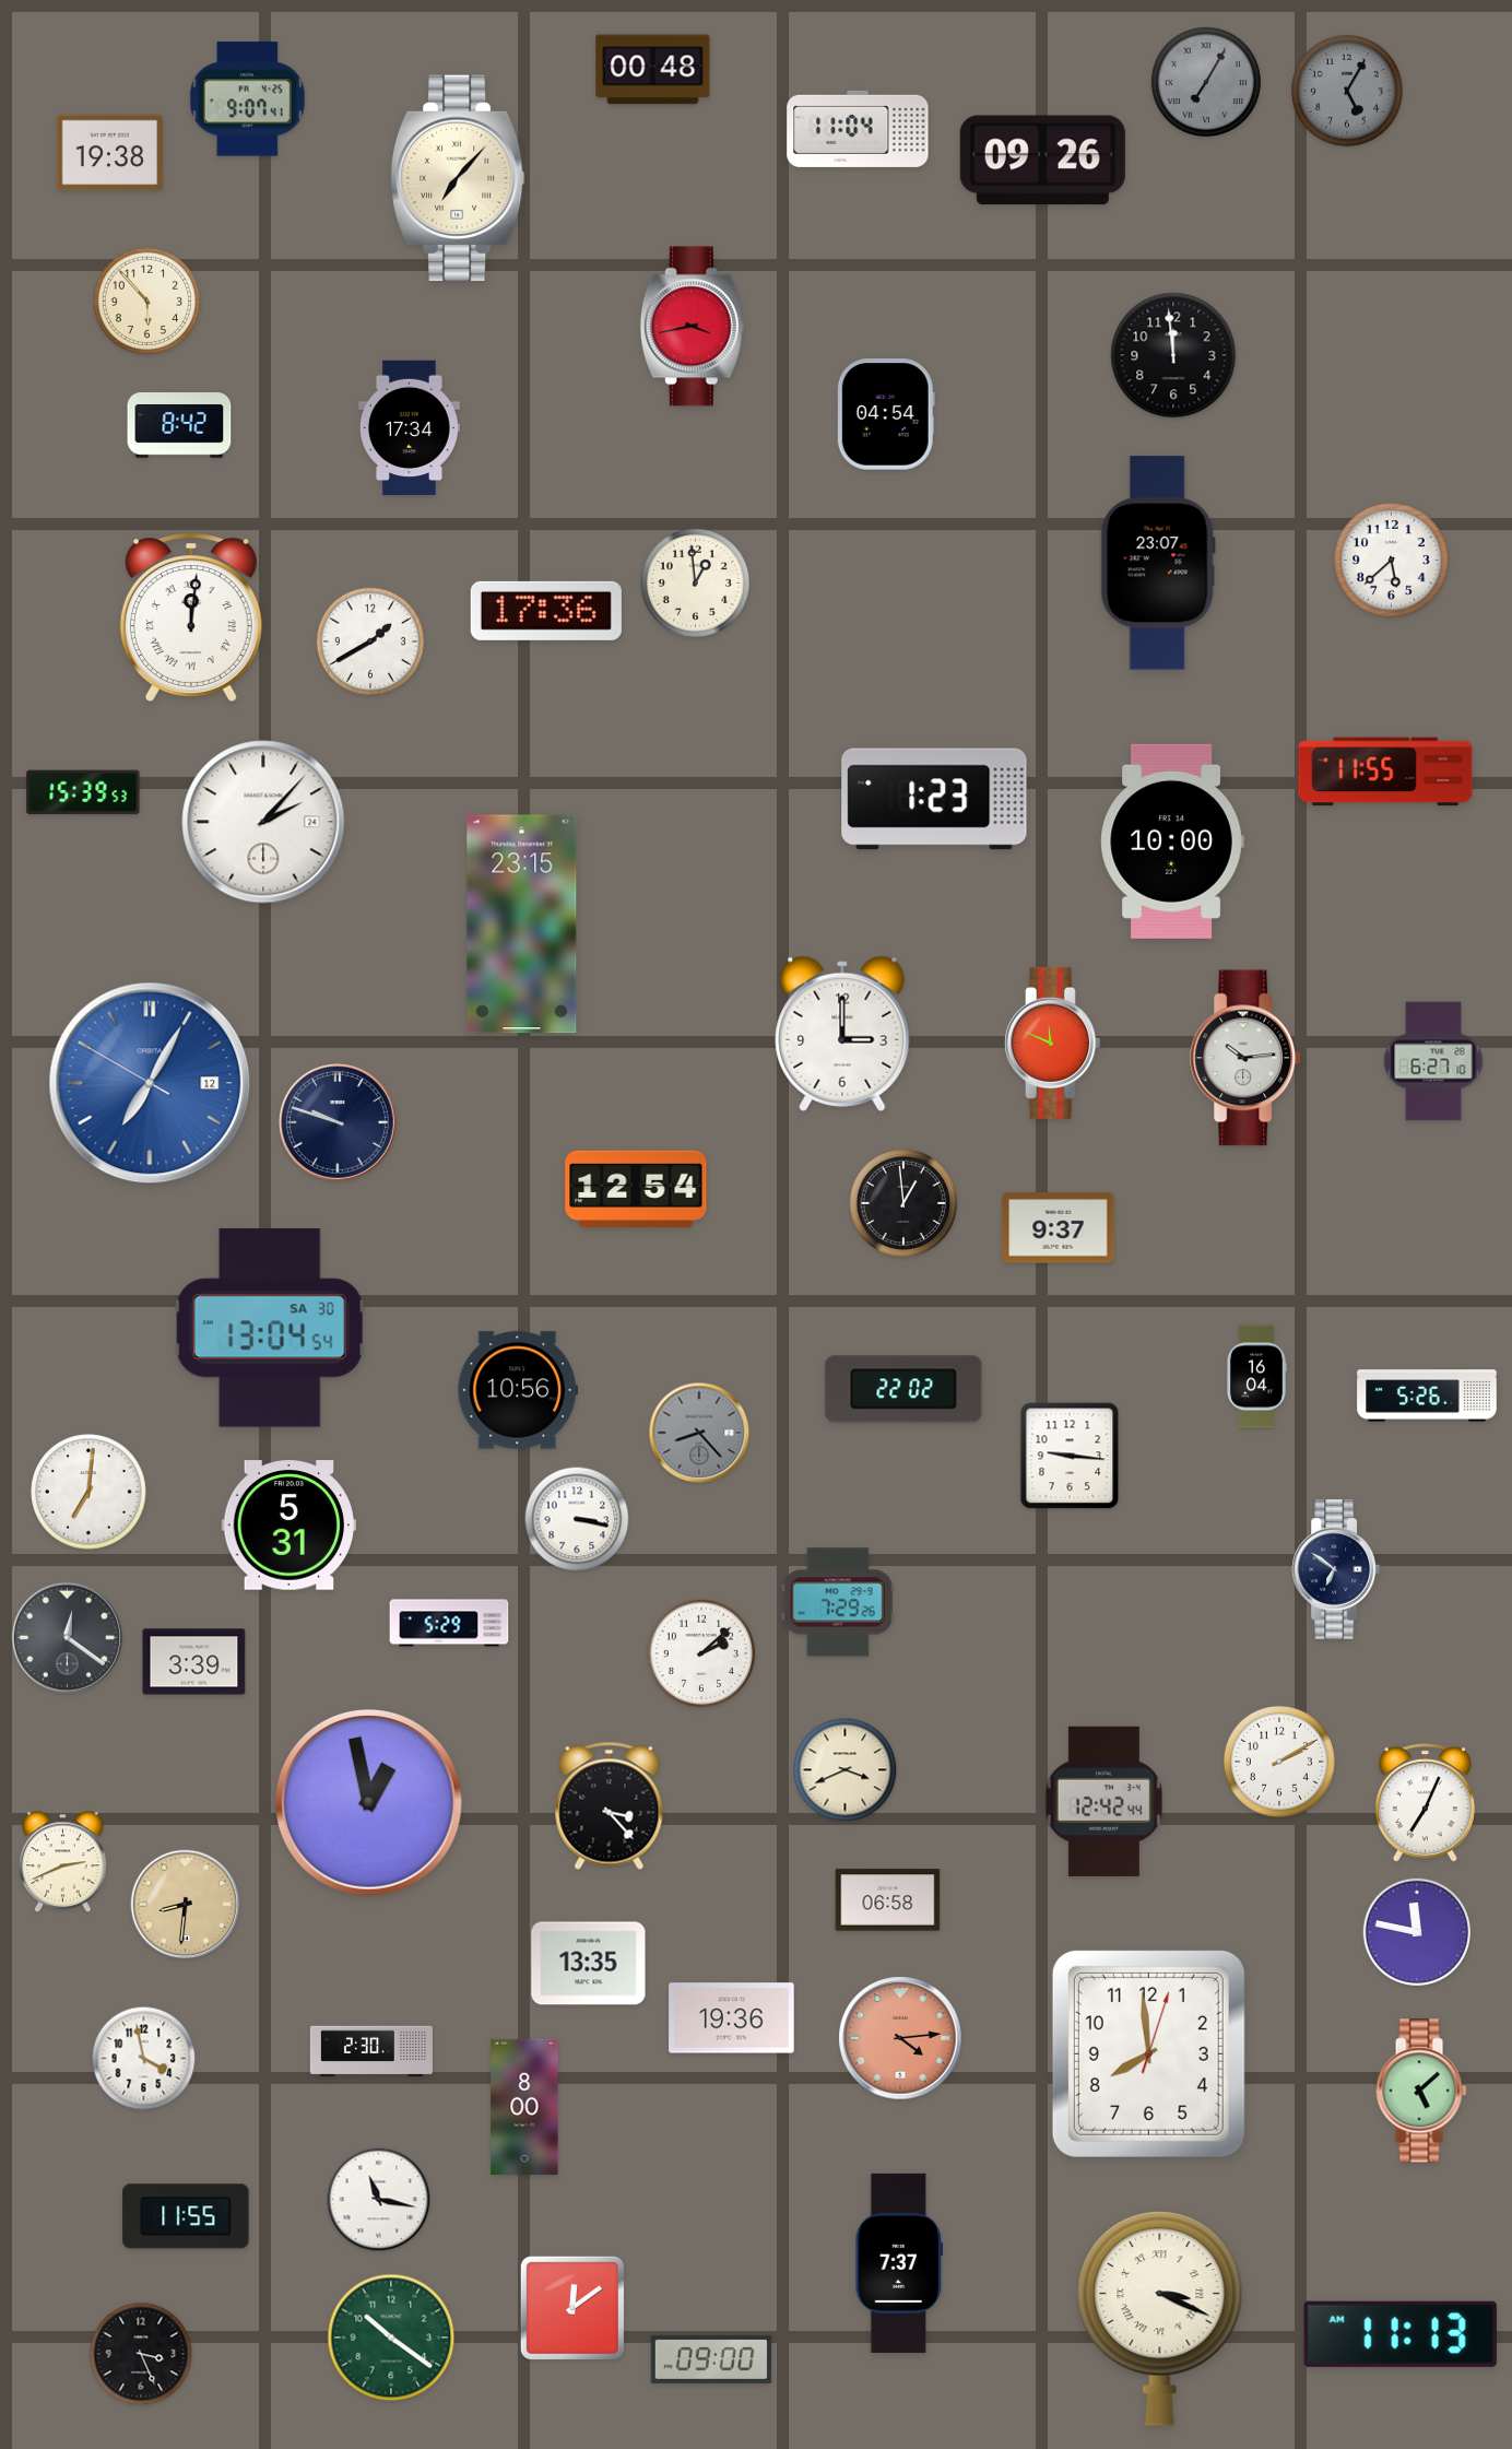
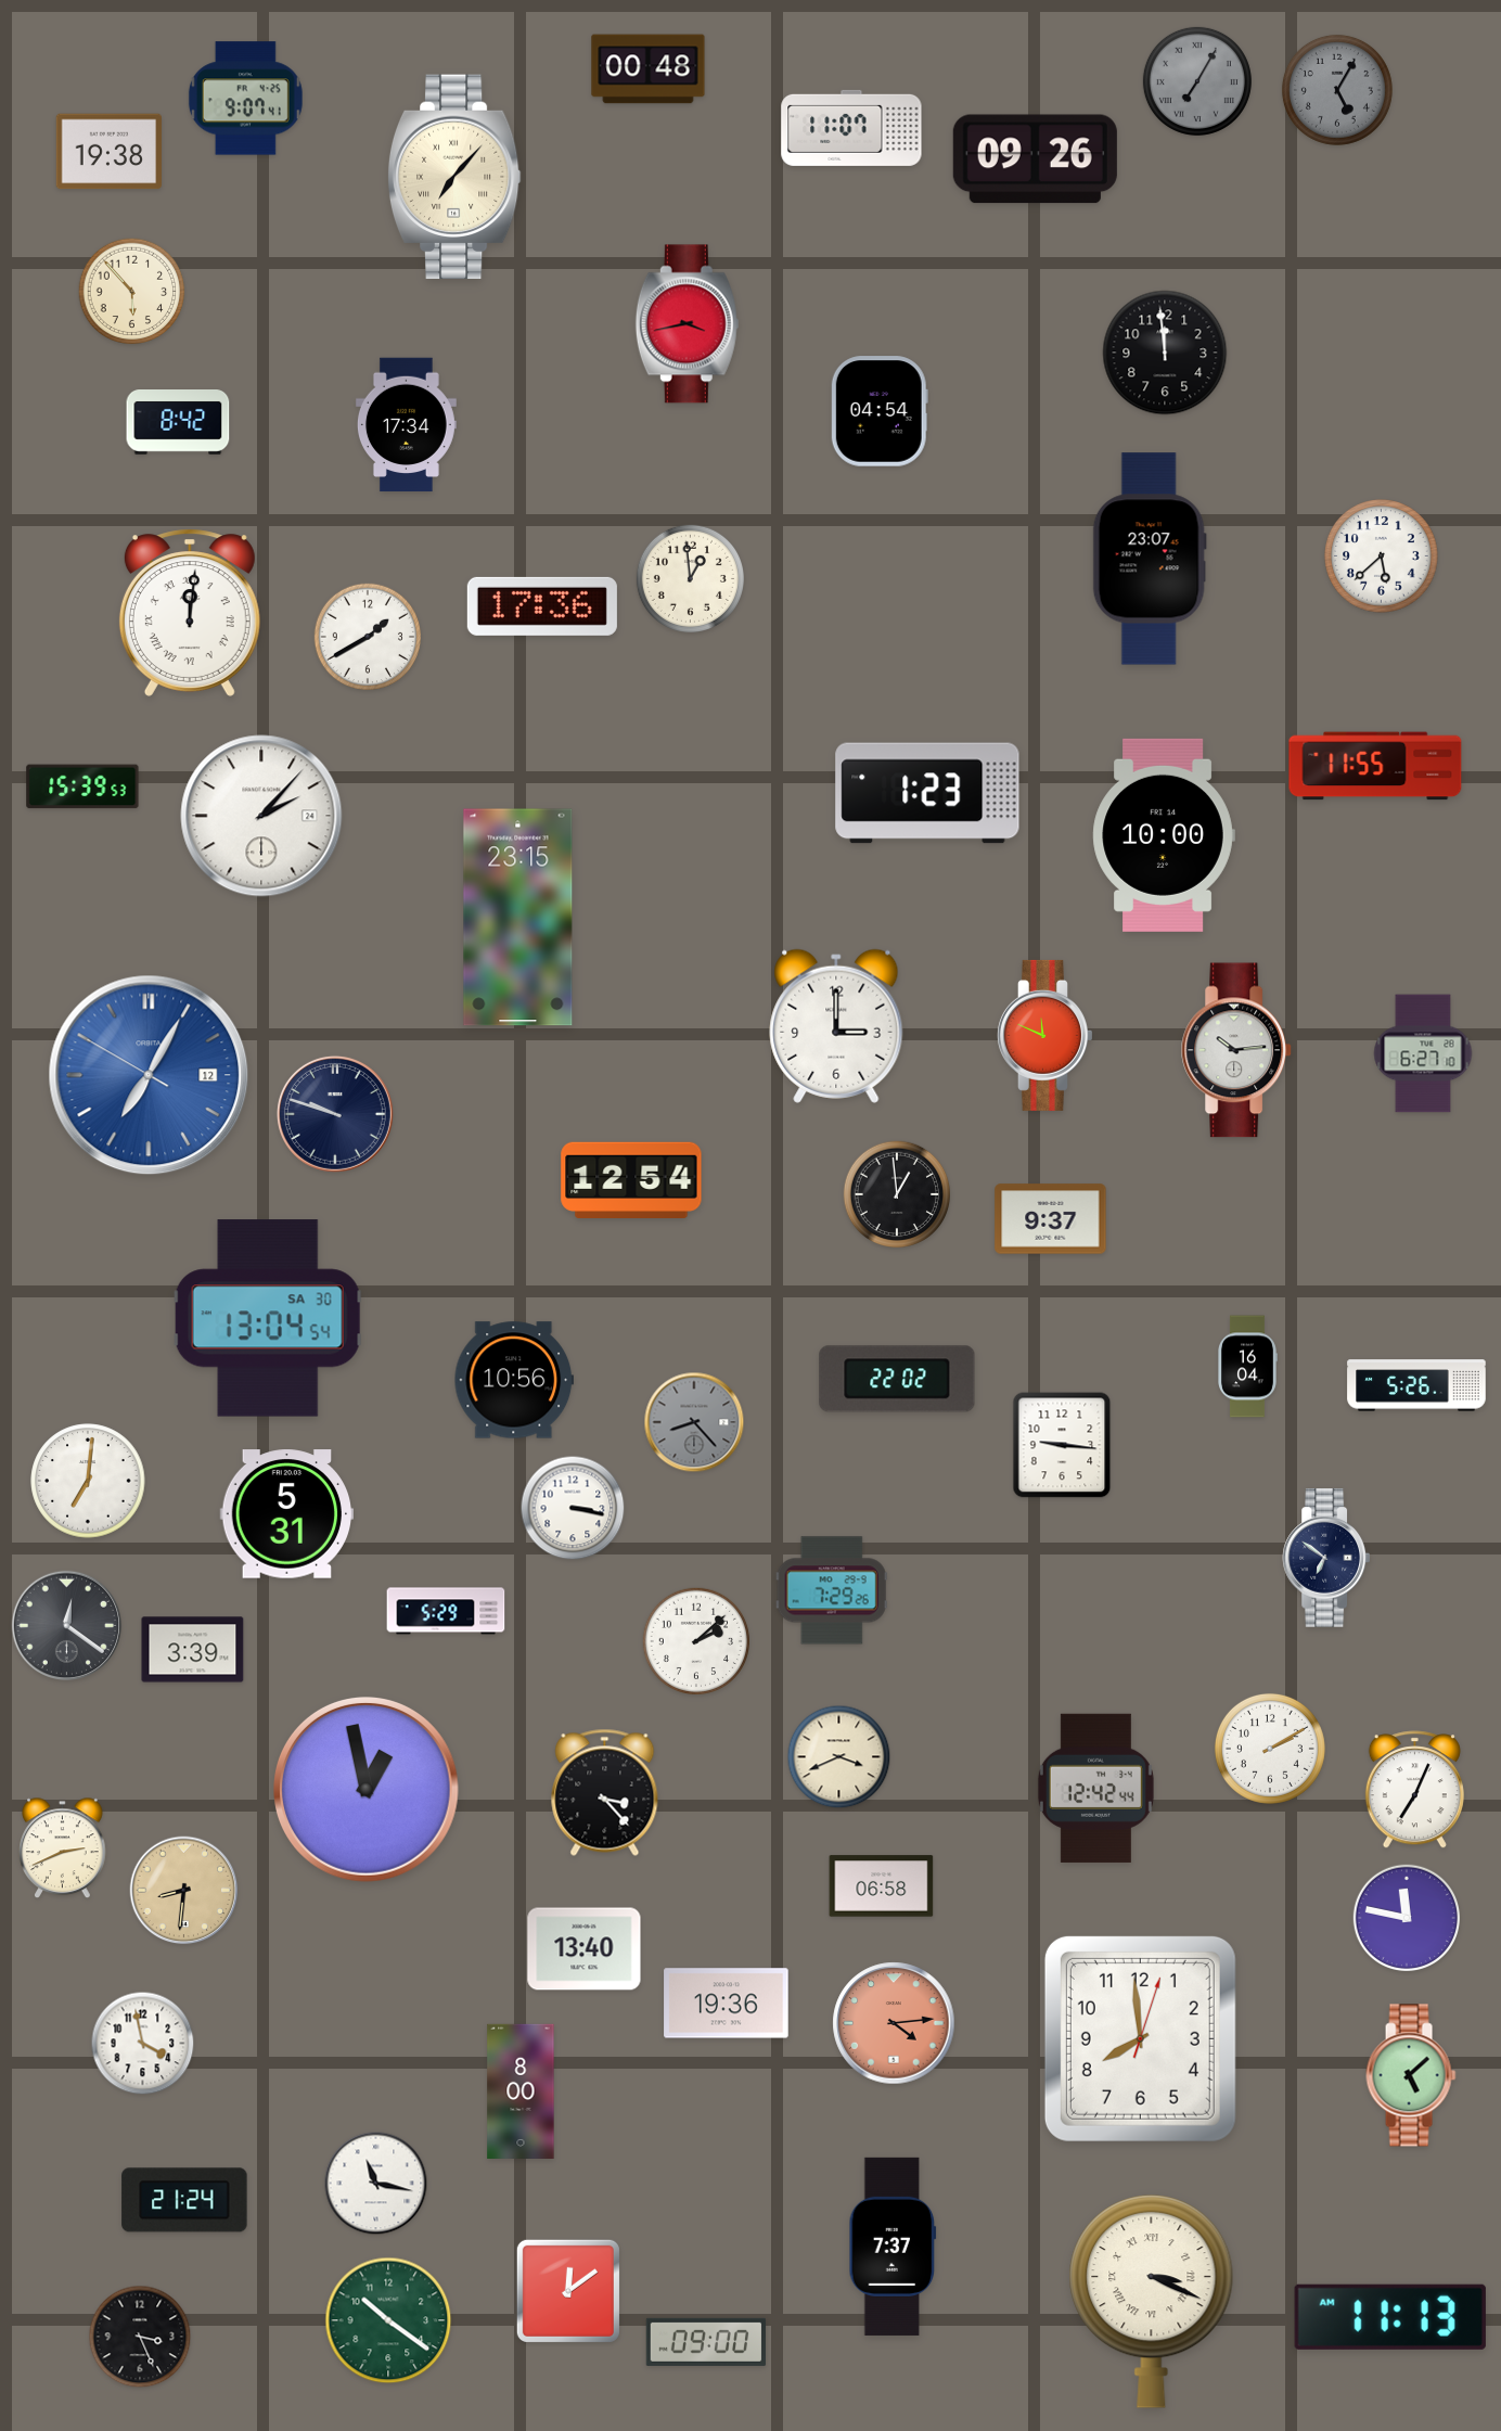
clock at (858, 129): 11:04 -> 11:07
clock at (147, 302) position: (147, 302) -> (132, 292)
clock at (589, 1964): 13:35 -> 13:40
clock at (371, 2051): 2:30 -> none
clock at (186, 2216): 11:55 -> 21:24
